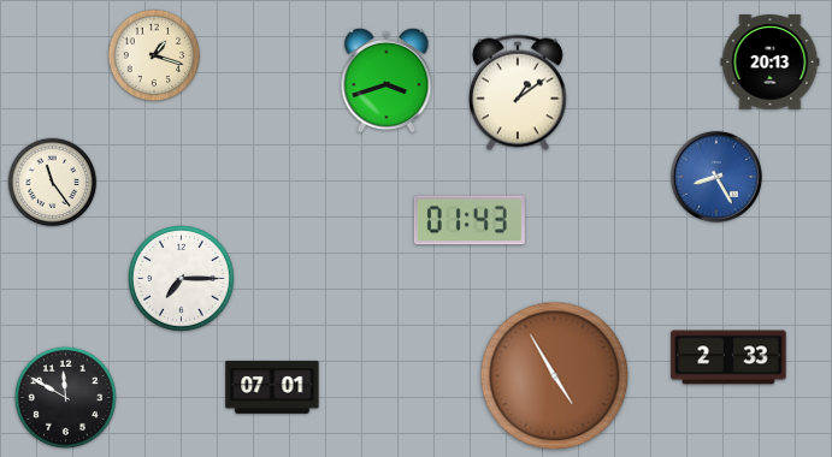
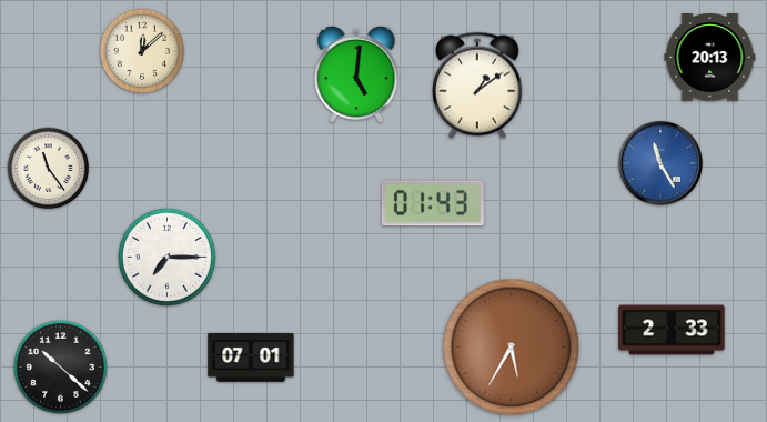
clock at (154, 55): 1:18 -> 12:08
clock at (387, 81): 3:42 -> 5:01
clock at (716, 177): 8:25 -> 11:25
clock at (555, 376): 4:55 -> 5:35
clock at (65, 397): 11:50 -> 10:22
